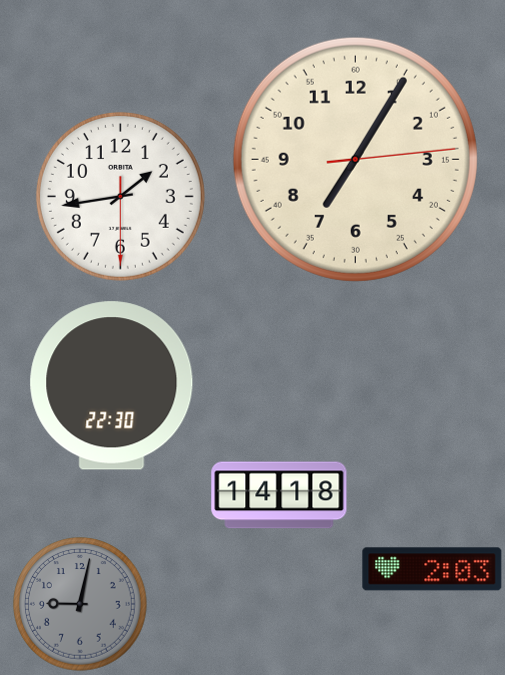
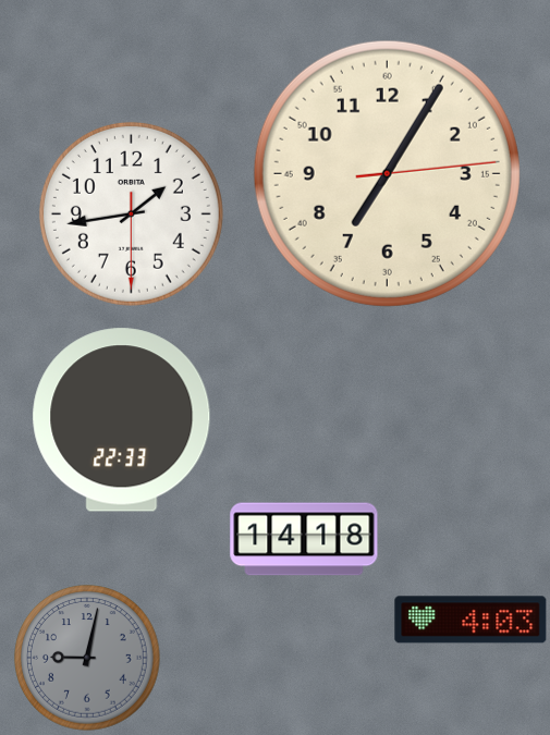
clock at (112, 386): 22:30 -> 22:33
clock at (432, 569): 2:03 -> 4:03
